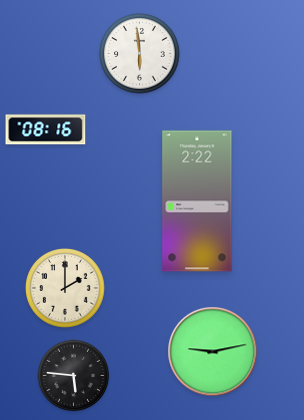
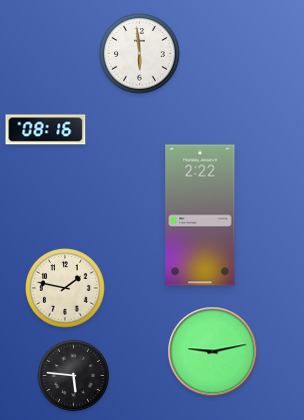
clock at (197, 201) position: (197, 201) -> (200, 215)
clock at (65, 288): 2:00 -> 1:47
